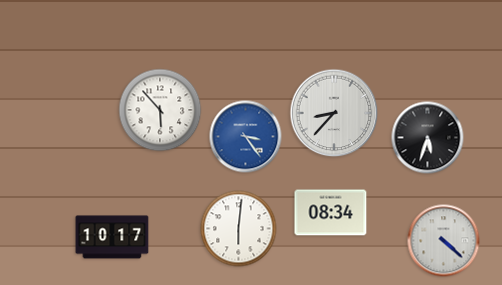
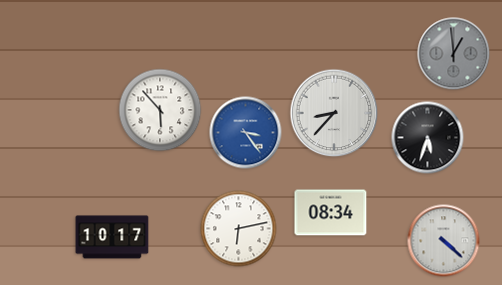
clock at (454, 54): none -> 12:59
clock at (246, 137) position: (246, 137) -> (246, 133)
clock at (239, 229): 6:01 -> 6:13
